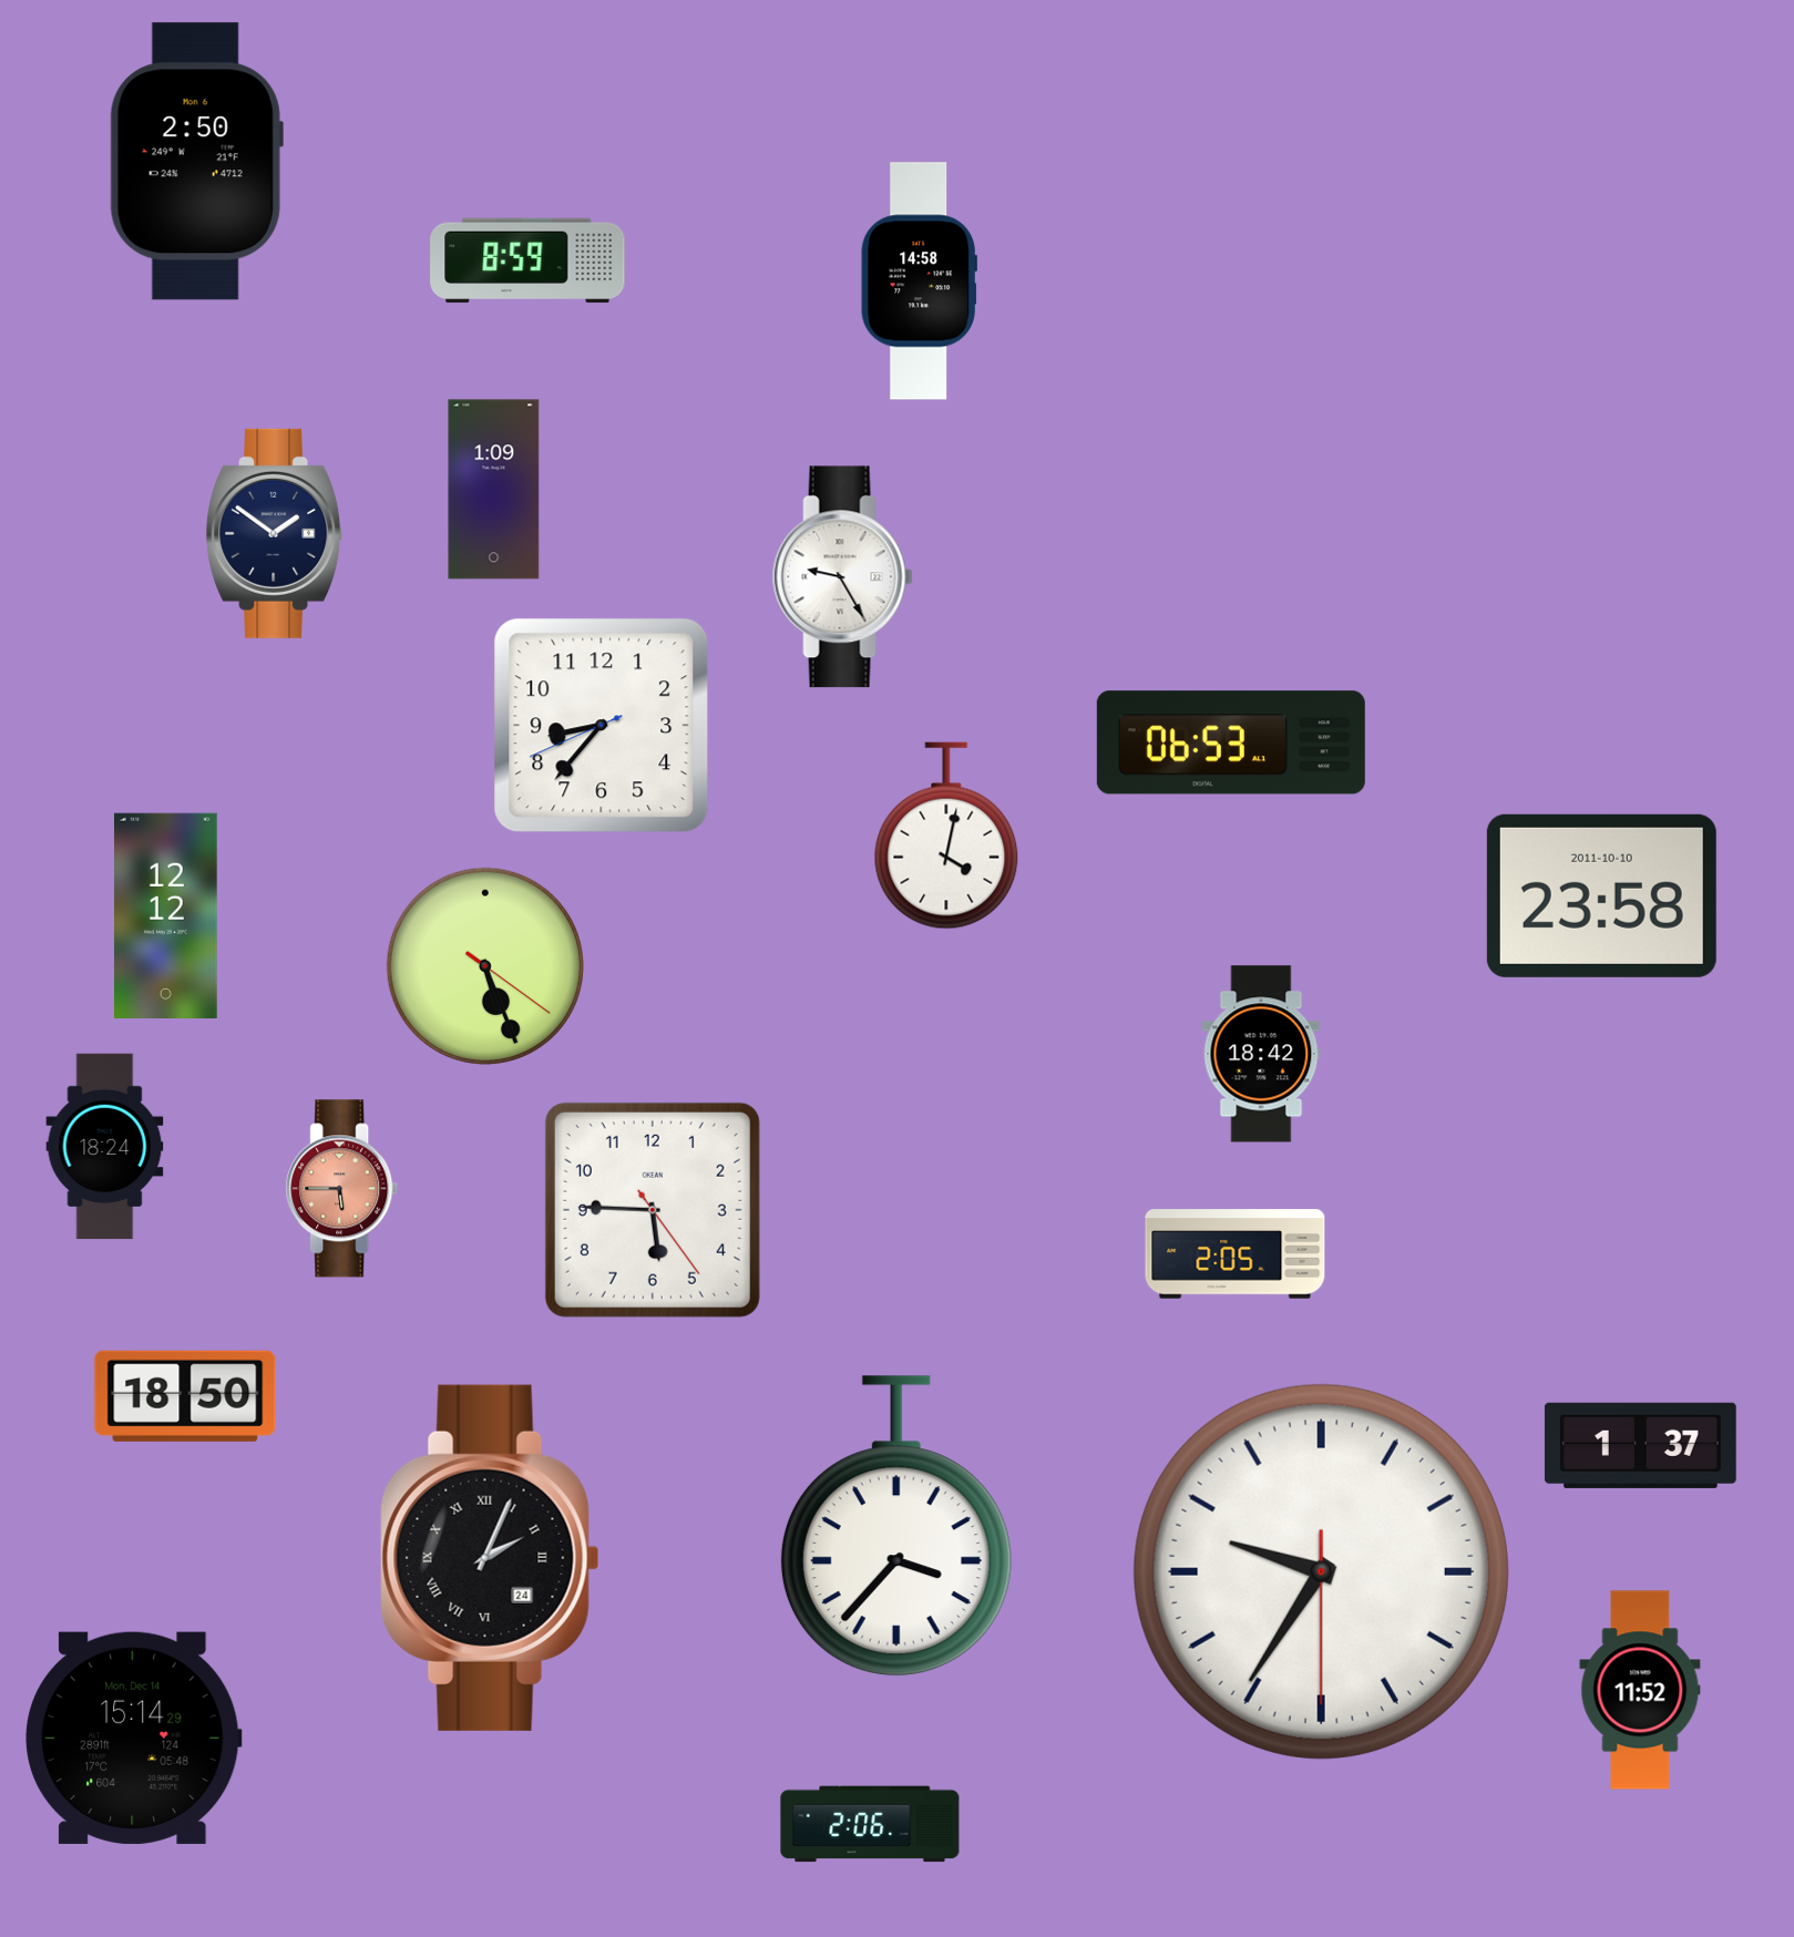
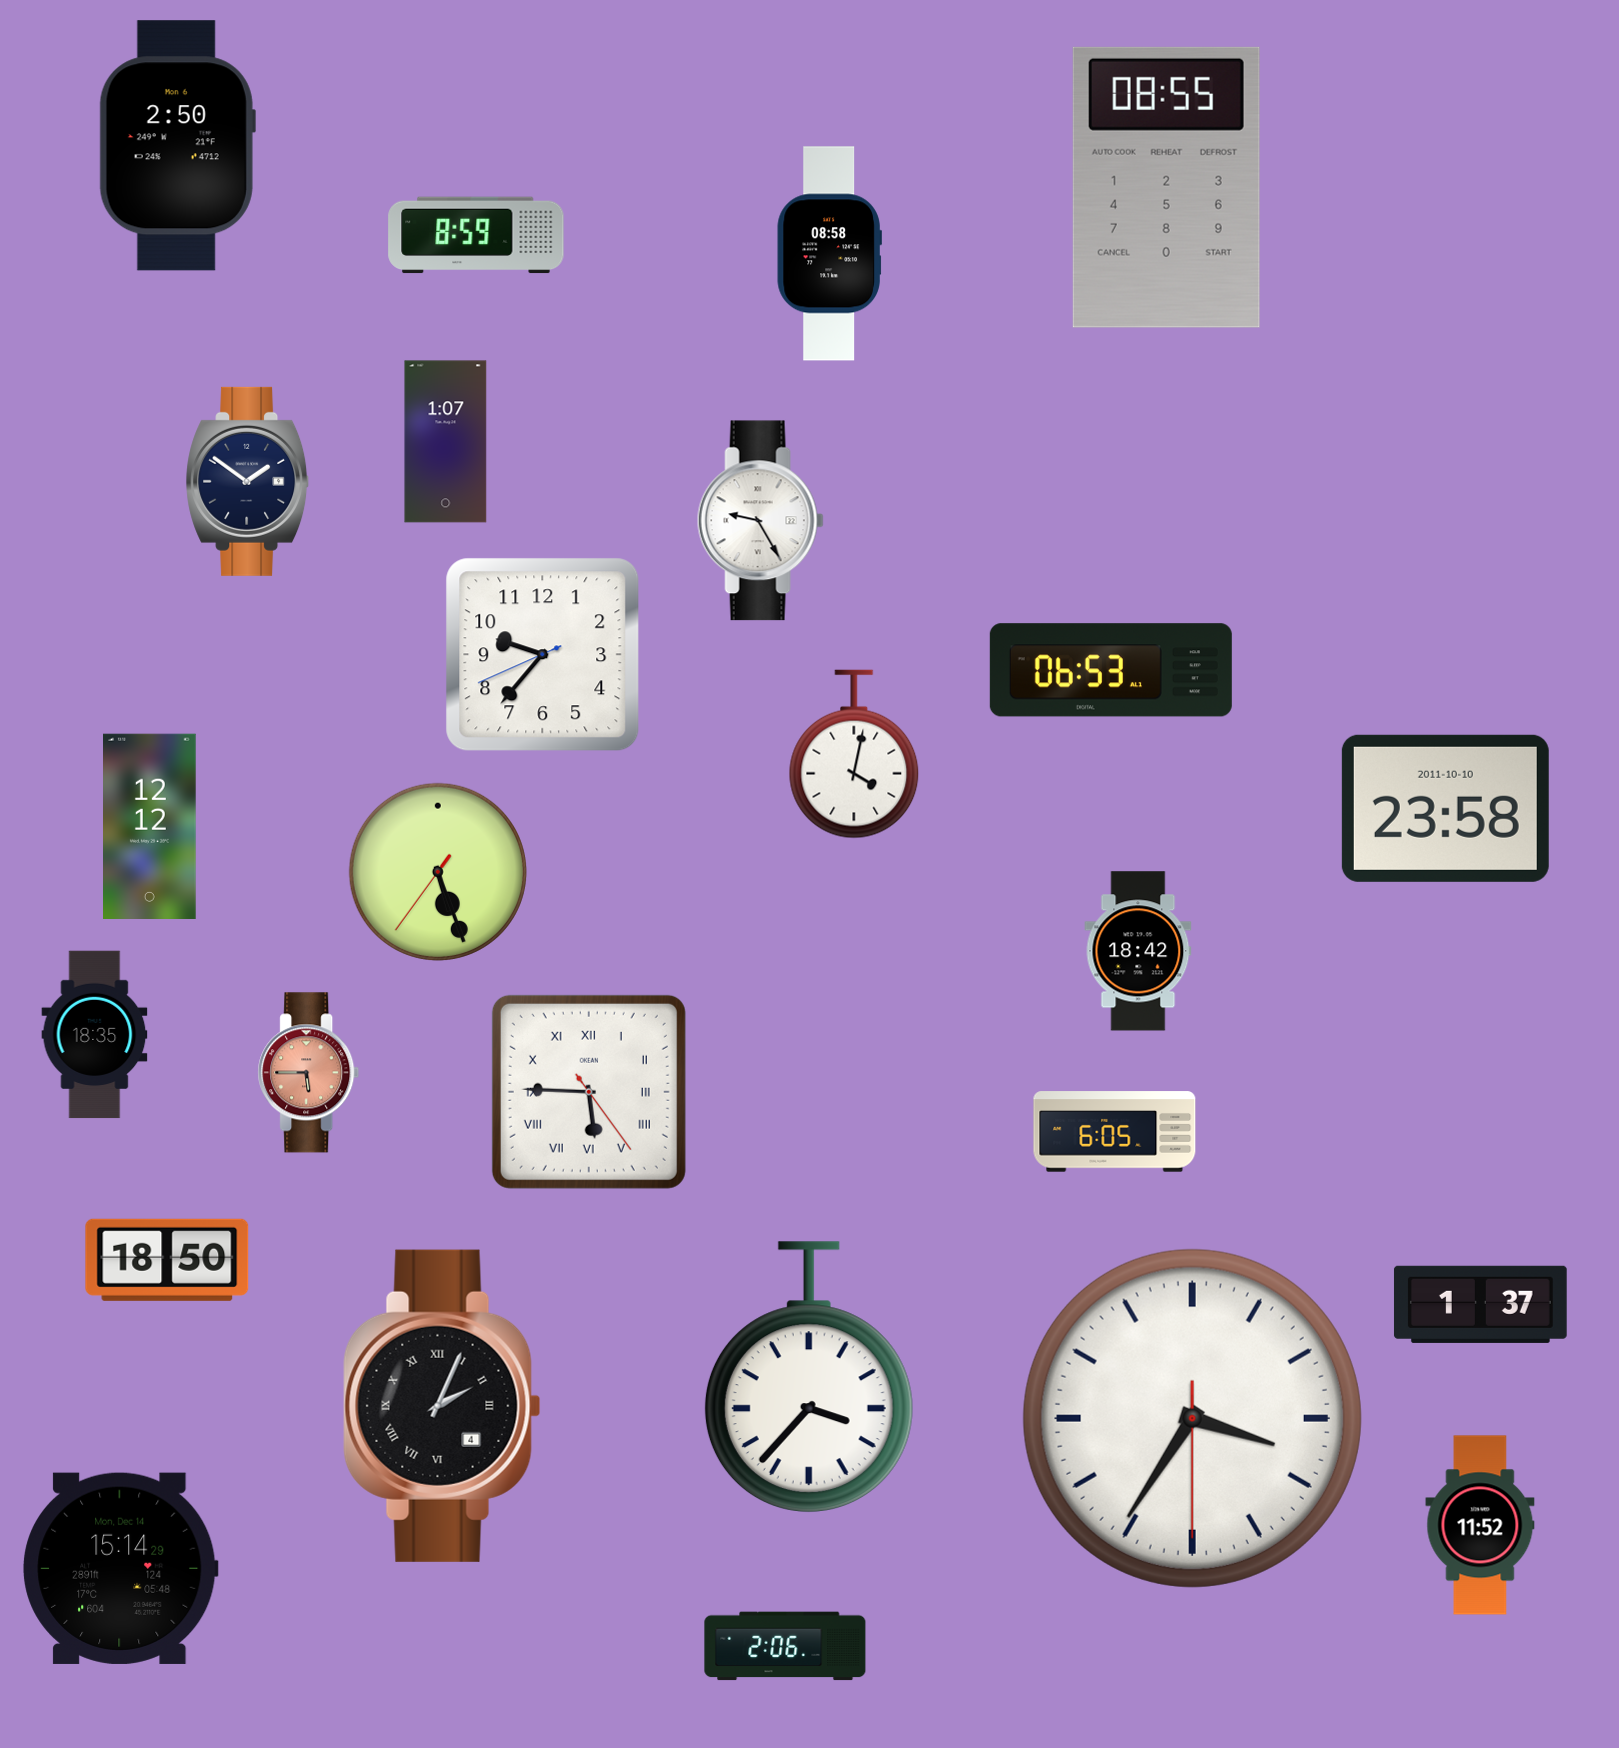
clock at (1166, 187): none -> 08:55
clock at (919, 281): 14:58 -> 08:58
clock at (494, 490): 1:09 -> 1:07
clock at (602, 726): 8:36 -> 9:36
clock at (485, 966): 5:26:21 -> 5:26:36
clock at (105, 1147): 18:24 -> 18:35
clock at (653, 1210) numerals: Arabic -> Roman
clock at (1236, 1254): 2:05 -> 6:05
clock at (490, 1558) date: 24 -> 4
clock at (1321, 1571): 9:35 -> 3:35
